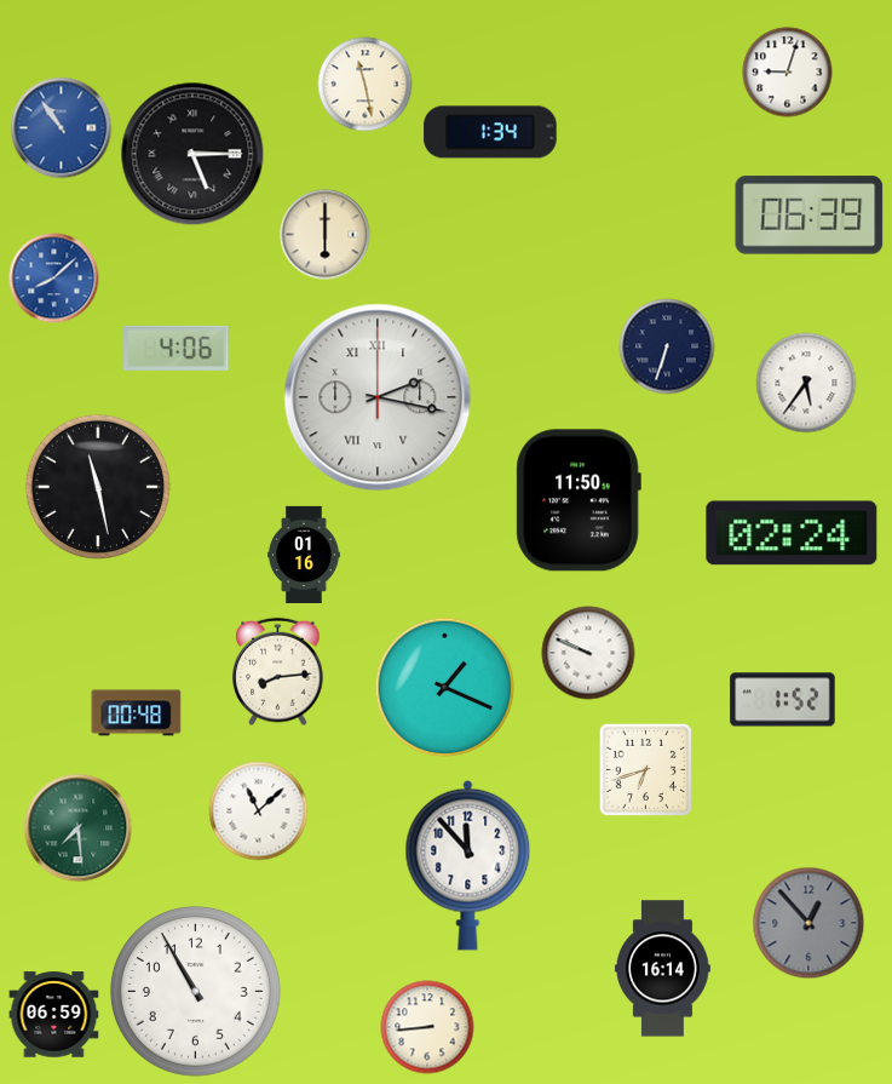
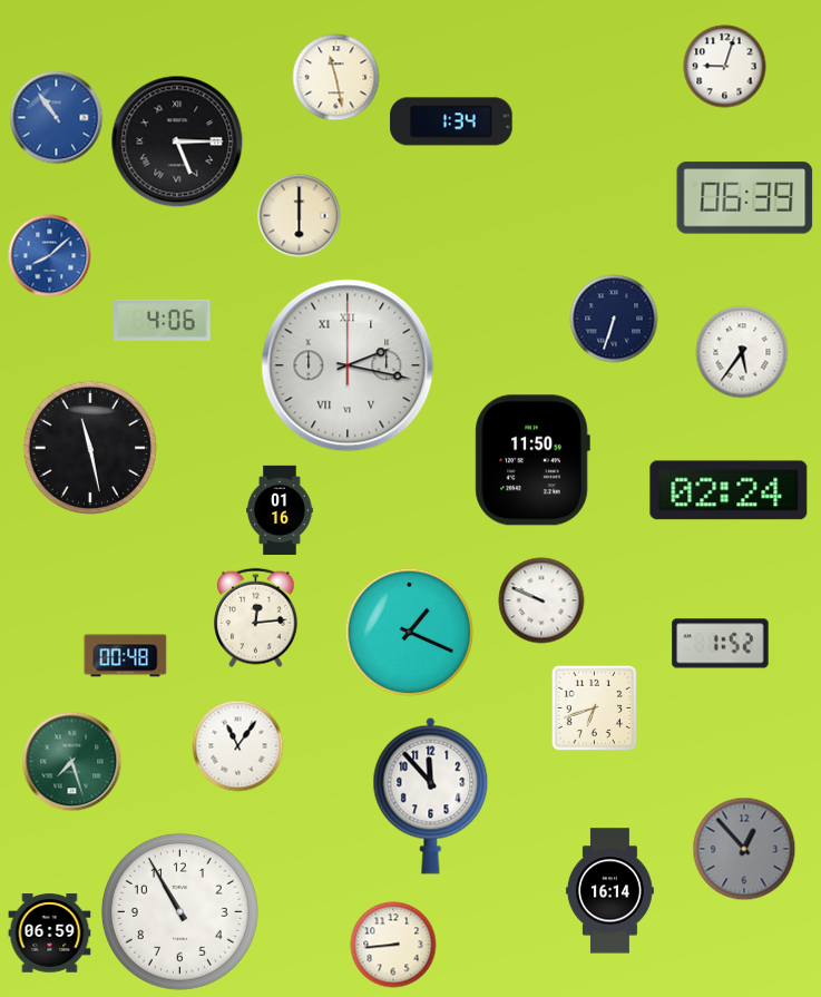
clock at (278, 672): 8:14 -> 12:14
clock at (259, 811): 11:08 -> 11:06
clock at (79, 828): 7:29 -> 7:27
